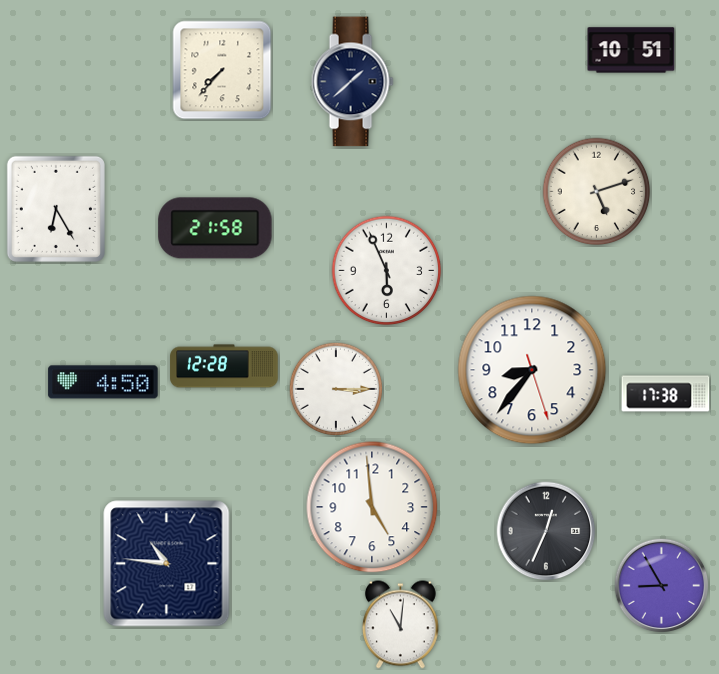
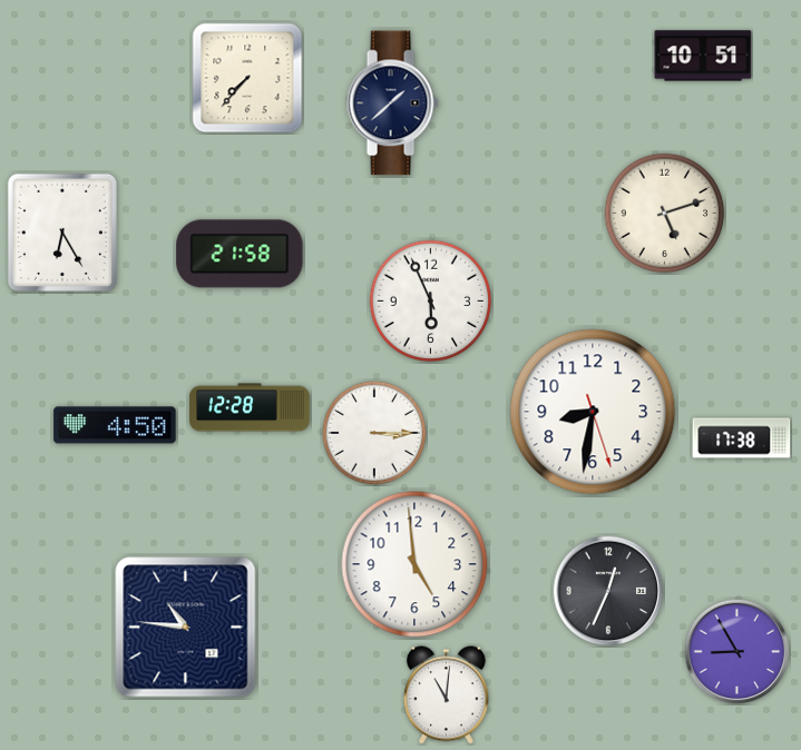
clock at (352, 82) position: (352, 82) -> (392, 103)
clock at (532, 370): 8:36 -> 8:31
